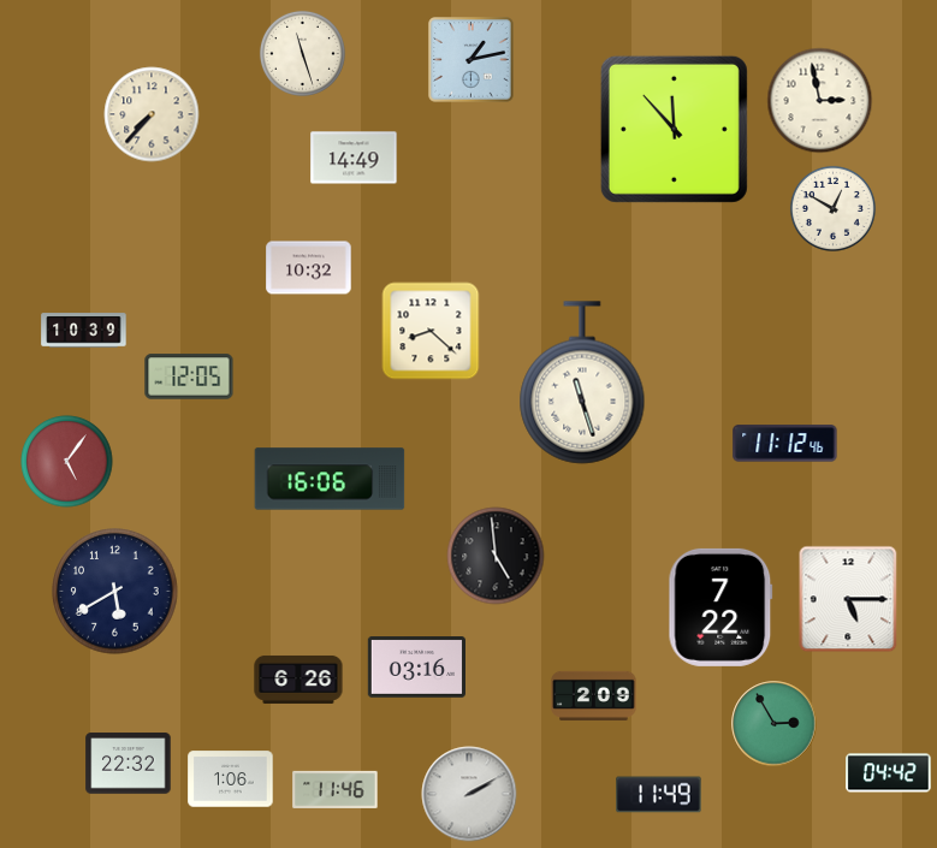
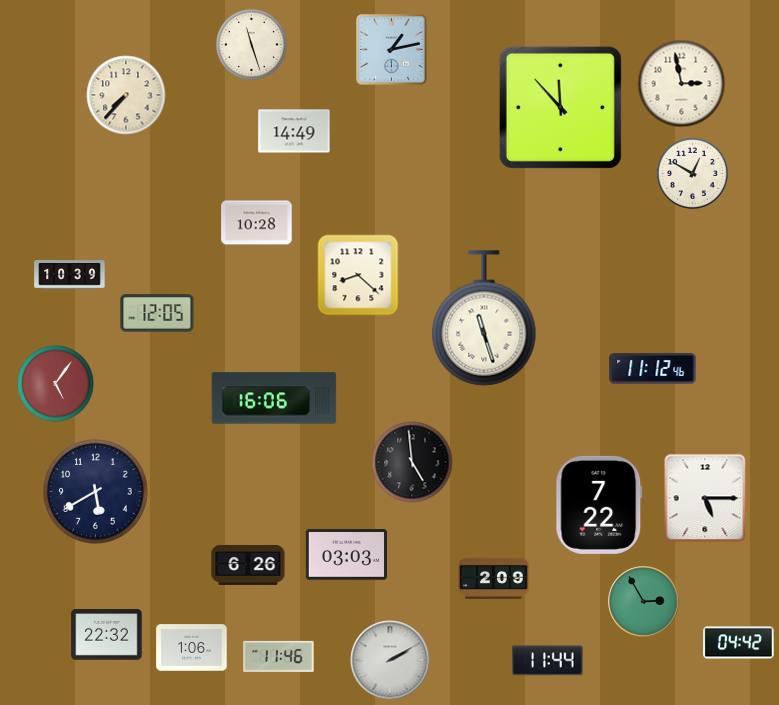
clock at (309, 268): 10:32 -> 10:28
clock at (416, 668): 03:16 -> 03:03
clock at (659, 795): 11:49 -> 11:44
